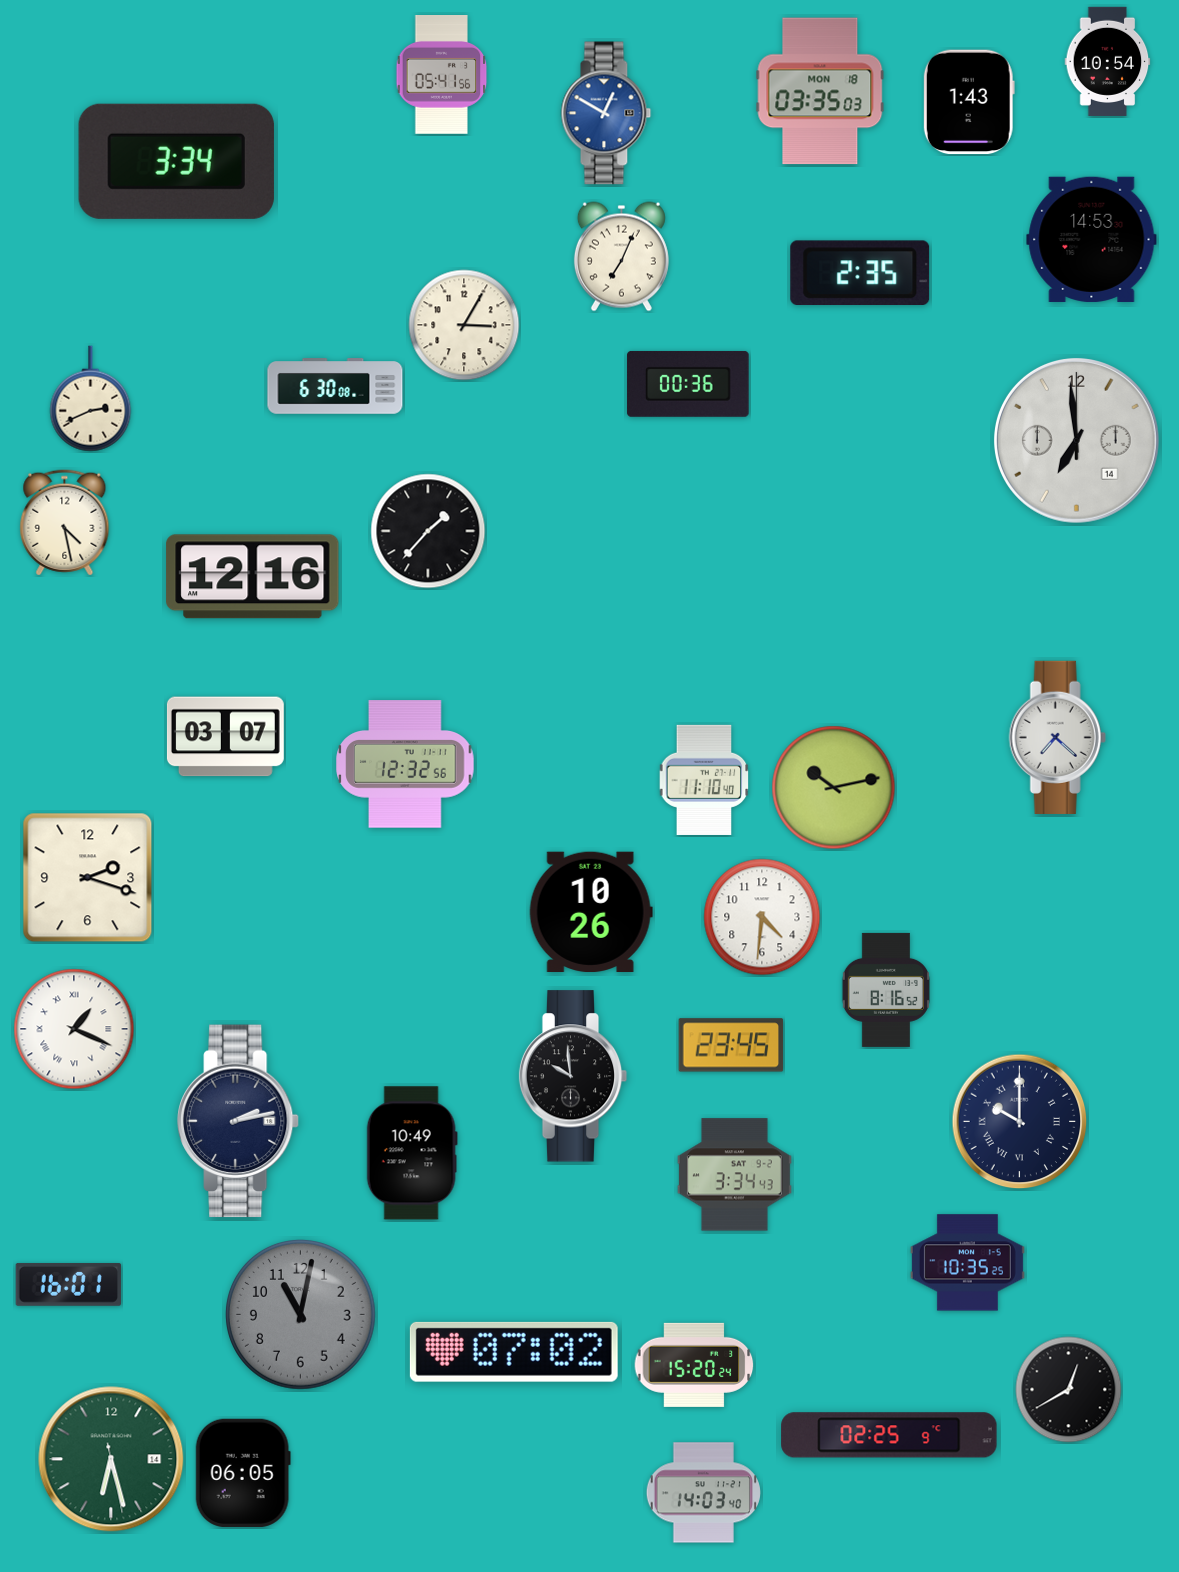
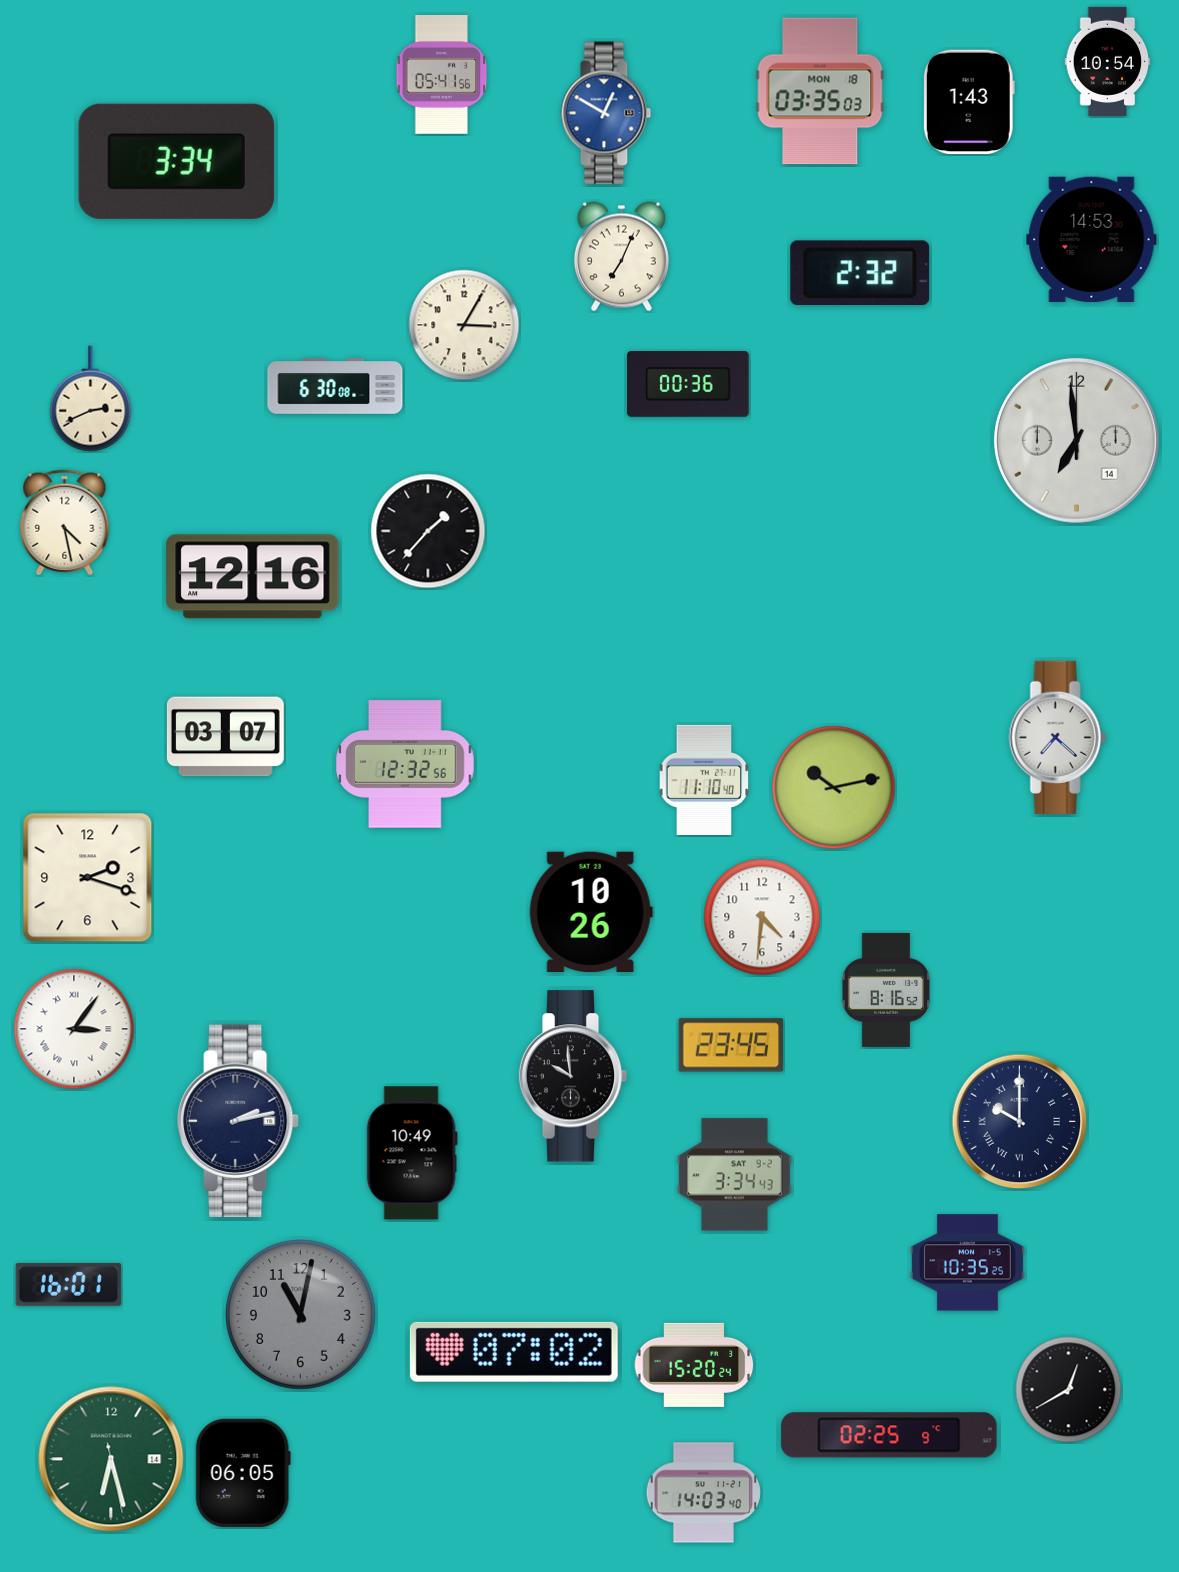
clock at (860, 272): 2:35 -> 2:32
clock at (74, 1029): 1:19 -> 3:06
